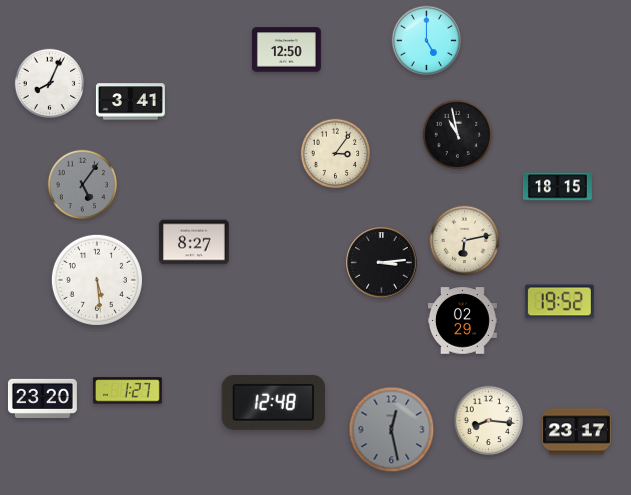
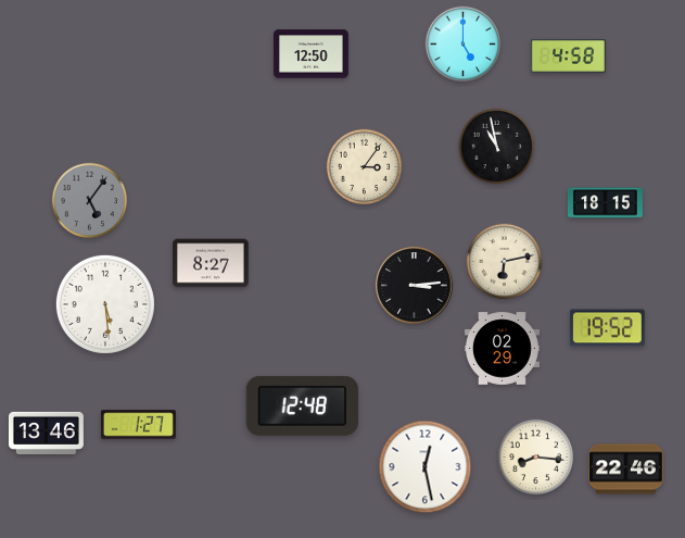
clock at (568, 57): none -> 4:58
clock at (50, 84): 8:04 -> none
clock at (130, 102): 3:41 -> none
clock at (42, 398): 23:20 -> 13:46
clock at (274, 402) position: (274, 402) -> (303, 405)
clock at (489, 421) position: (489, 421) -> (536, 458)
clock at (392, 430) dial: grey -> white
clock at (576, 432): 23:17 -> 22:46
